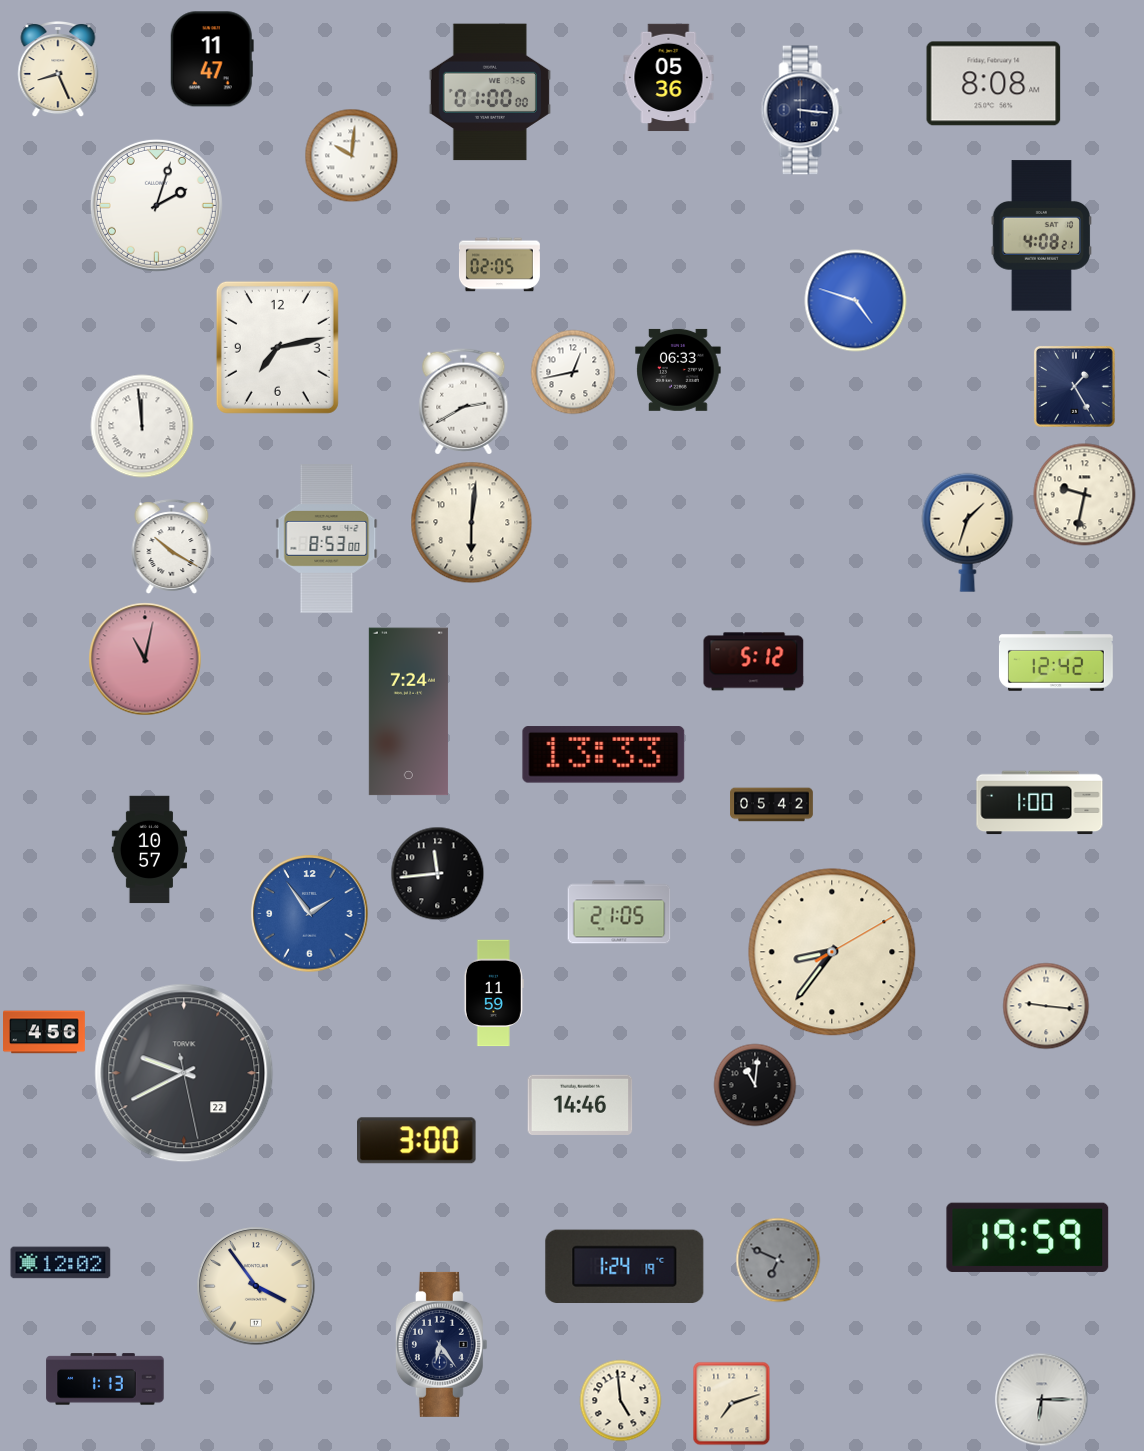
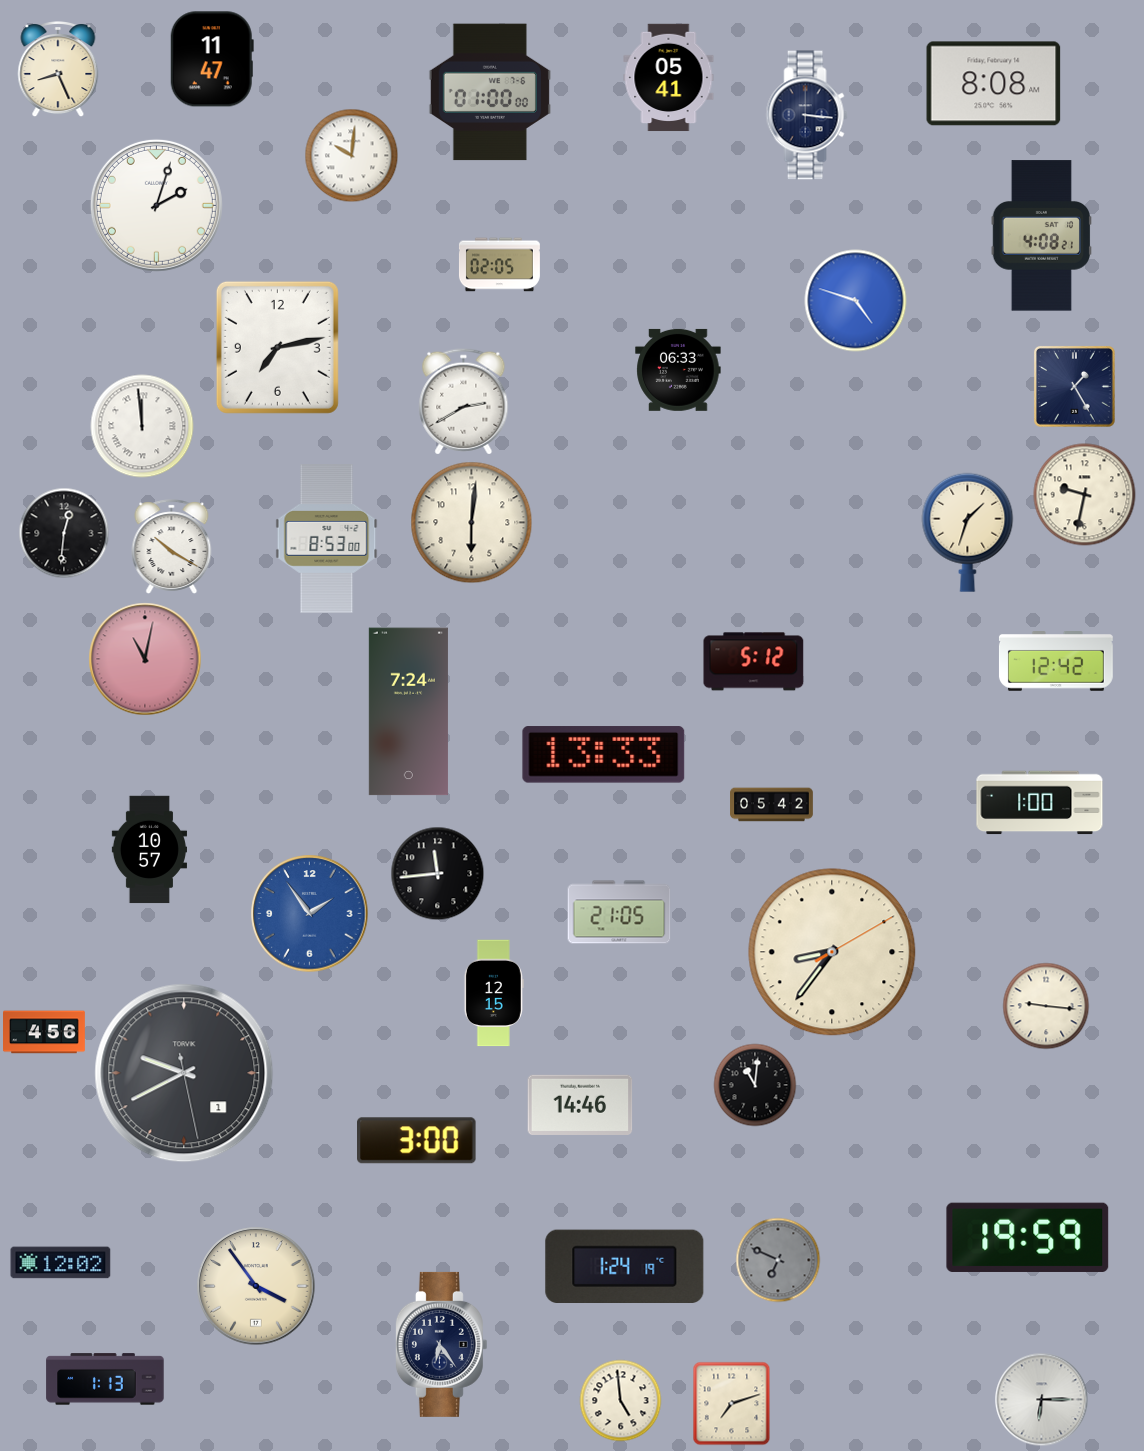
clock at (669, 78): 05:36 -> 05:41
clock at (802, 110) position: (802, 110) -> (807, 115)
clock at (573, 372): 12:43 -> none
clock at (64, 533): none -> 12:31
clock at (494, 993): 11:59 -> 12:15
clock at (184, 1073) date: 22 -> 1
